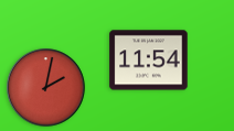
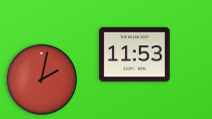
clock at (149, 61): 11:54 -> 11:53
